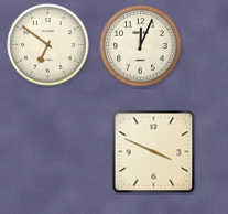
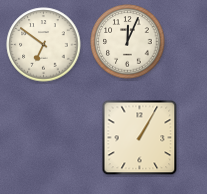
clock at (48, 45) position: (48, 45) -> (44, 45)
clock at (154, 152): 3:49 -> 1:05
